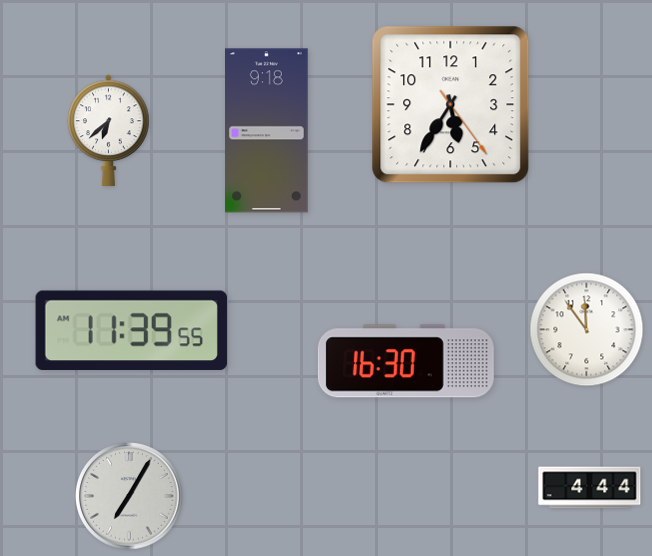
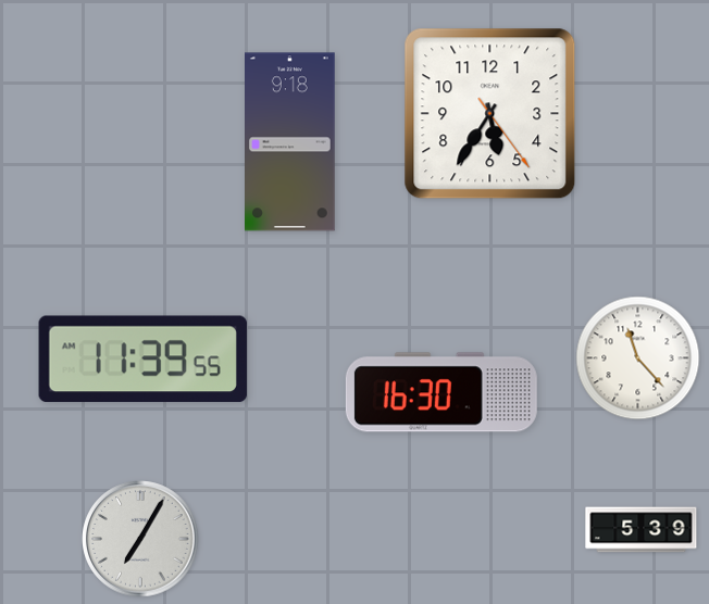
clock at (109, 130): 6:38 -> none
clock at (587, 330): 11:54 -> 11:23
clock at (590, 488): 4:44 -> 5:39
